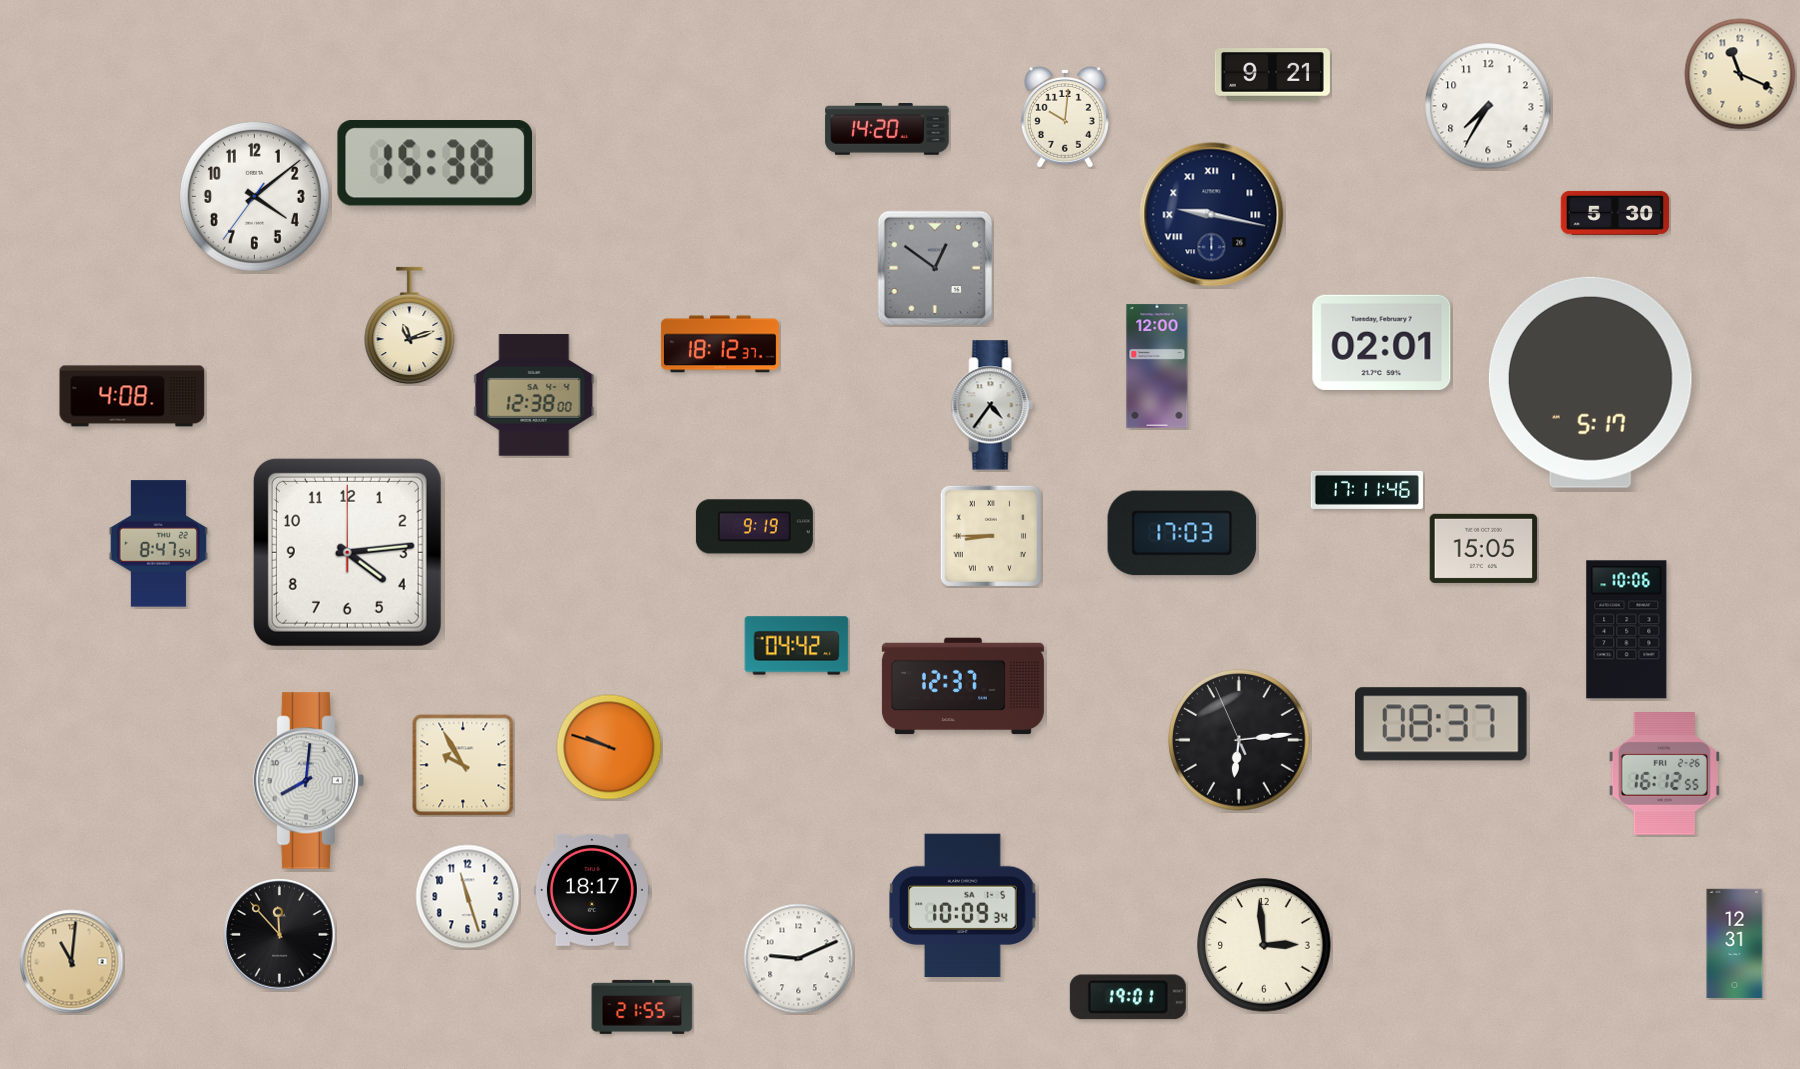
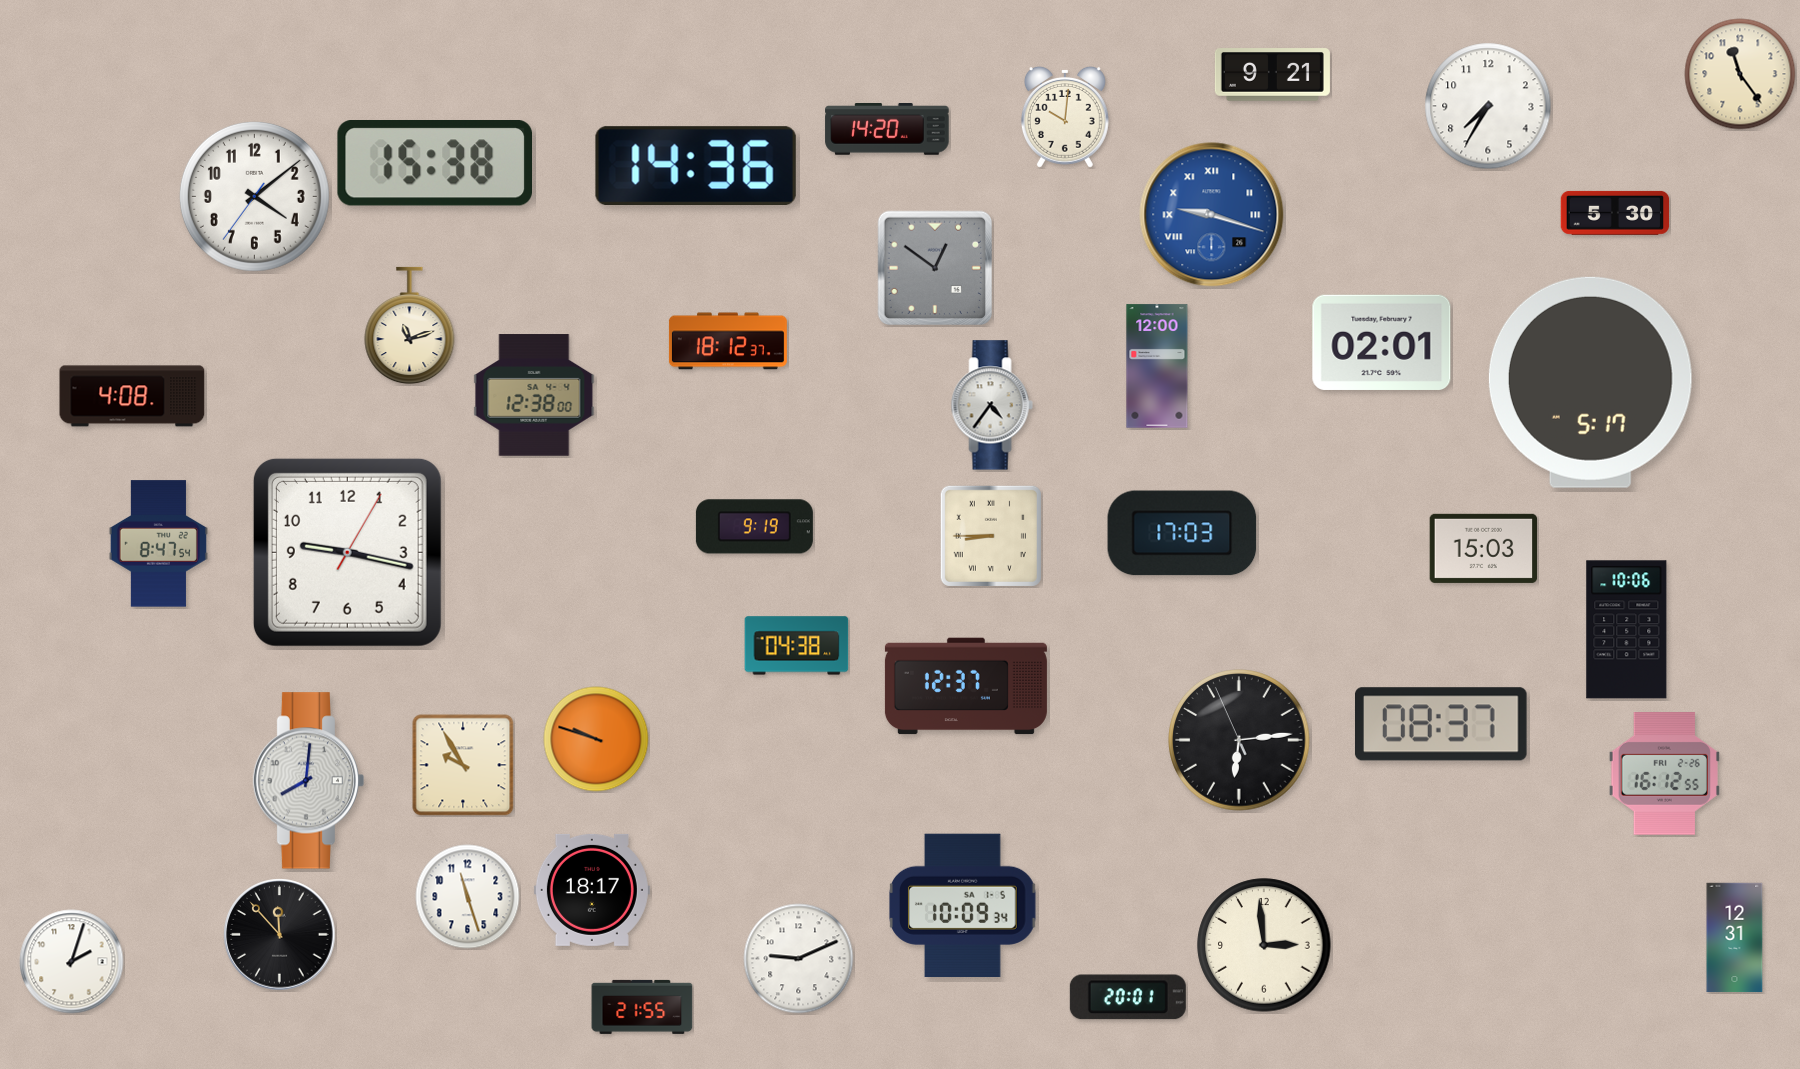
clock at (1740, 74): 11:19 -> 11:24
clock at (696, 165): none -> 14:36
clock at (1212, 215): 9:17 -> 9:18
clock at (1212, 215) dial: navy -> blue
clock at (720, 344) position: (720, 344) -> (728, 341)
clock at (1367, 490): 17:11 -> none
clock at (1484, 548): 15:05 -> 15:03
clock at (347, 552): 4:14 -> 9:17
clock at (797, 646): 04:42 -> 04:38
clock at (963, 686) position: (963, 686) -> (966, 686)
clock at (609, 747) position: (609, 747) -> (596, 739)
clock at (1735, 944) position: (1735, 944) -> (1735, 938)
clock at (72, 962): 11:01 -> 2:03
clock at (72, 962) dial: champagne -> white
clock at (1128, 997): 19:01 -> 20:01
